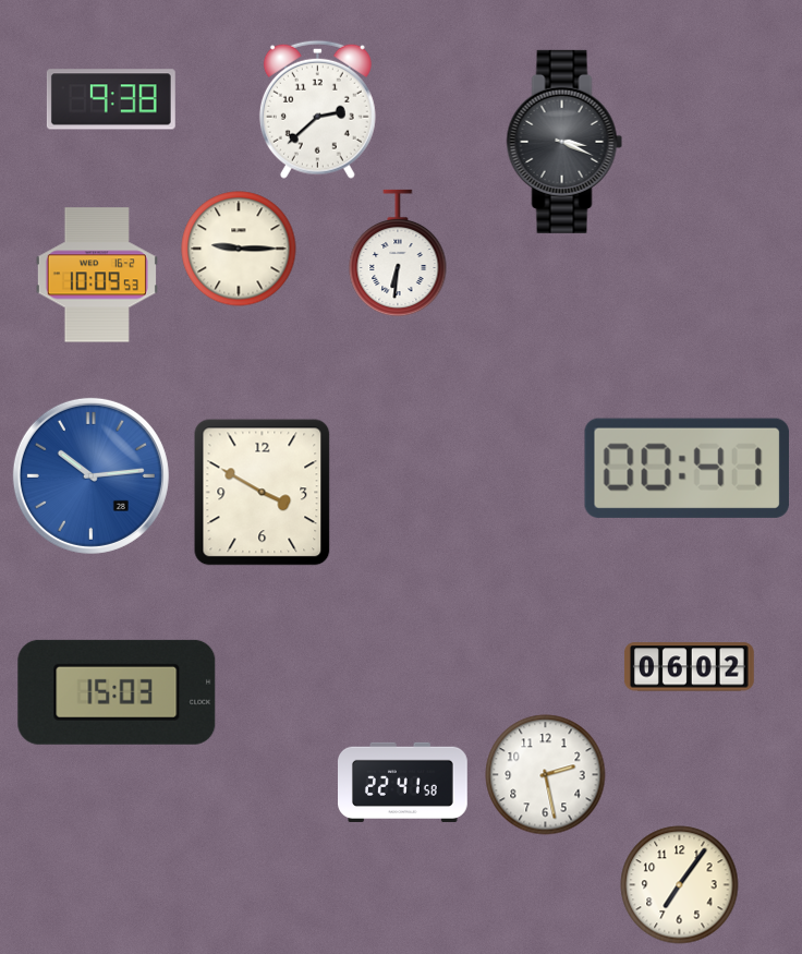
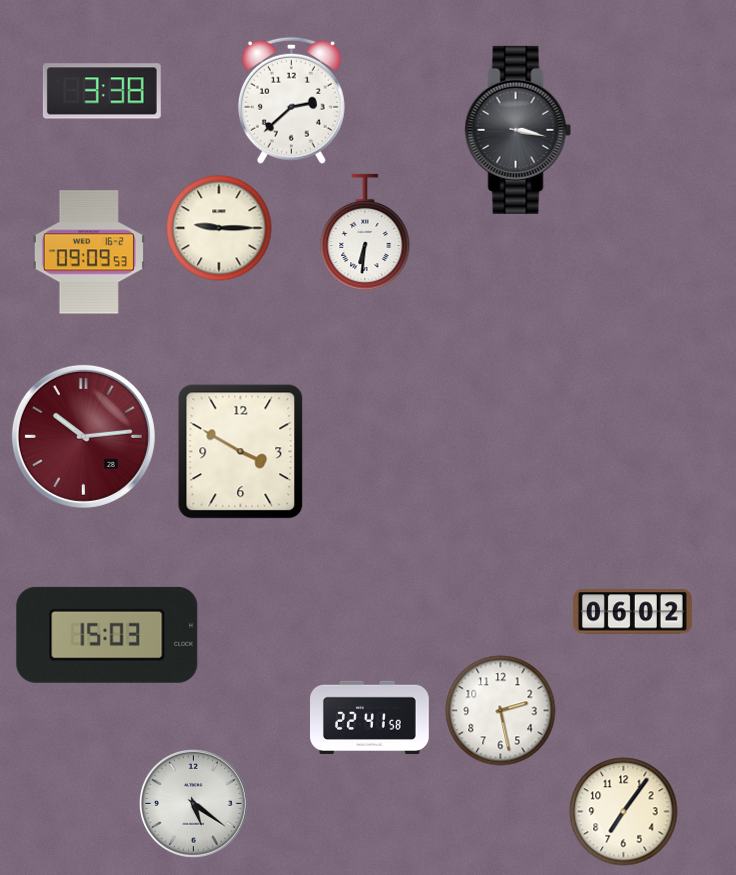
clock at (111, 99): 9:38 -> 3:38
clock at (564, 142): 3:19 -> 3:17
clock at (97, 275): 10:09 -> 09:09
clock at (686, 468): 00:41 -> none
clock at (90, 475) dial: blue -> burgundy
clock at (194, 804): none -> 5:21
